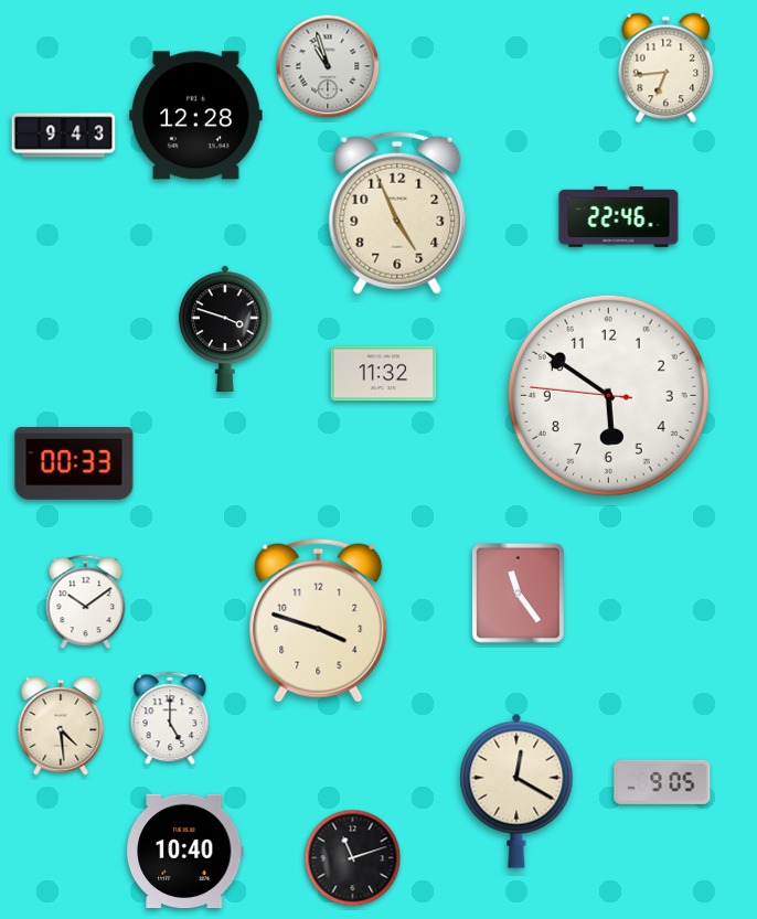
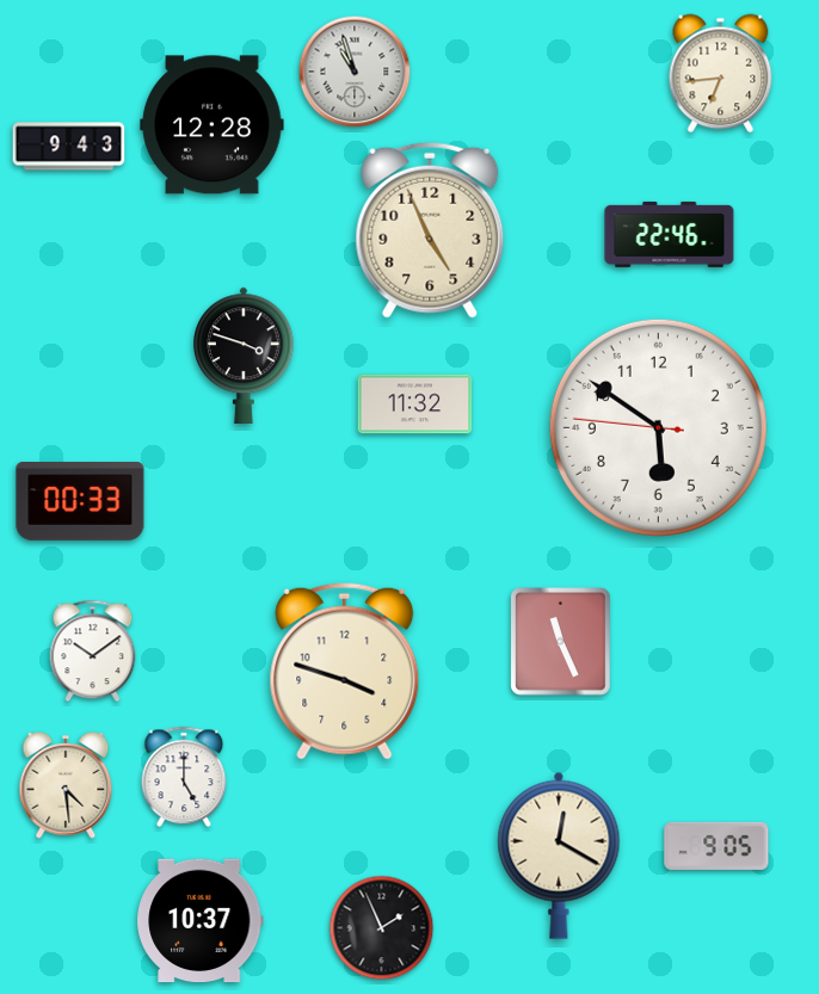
clock at (519, 594): 11:24 -> 11:26
clock at (185, 852): 10:40 -> 10:37
clock at (353, 858): 11:12 -> 1:56
